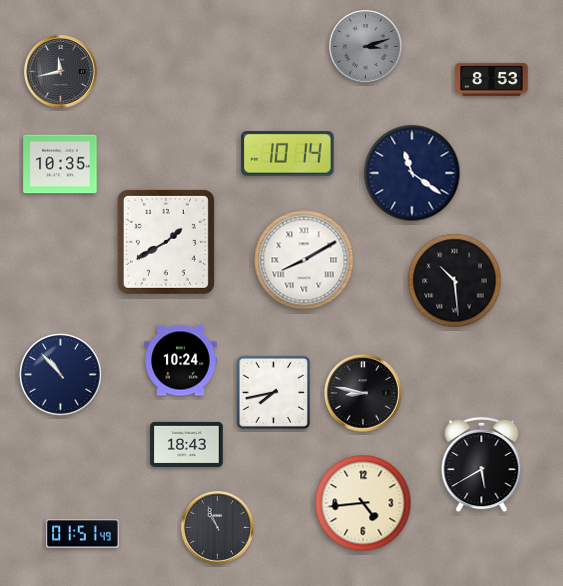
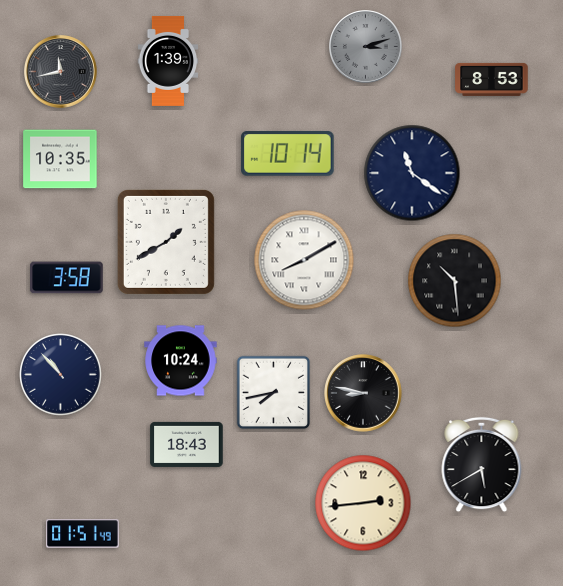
clock at (168, 61): none -> 1:39
clock at (60, 164) position: (60, 164) -> (60, 159)
clock at (67, 278): none -> 3:58
clock at (363, 503): 4:44 -> 2:44
clock at (218, 528): 10:56 -> none
